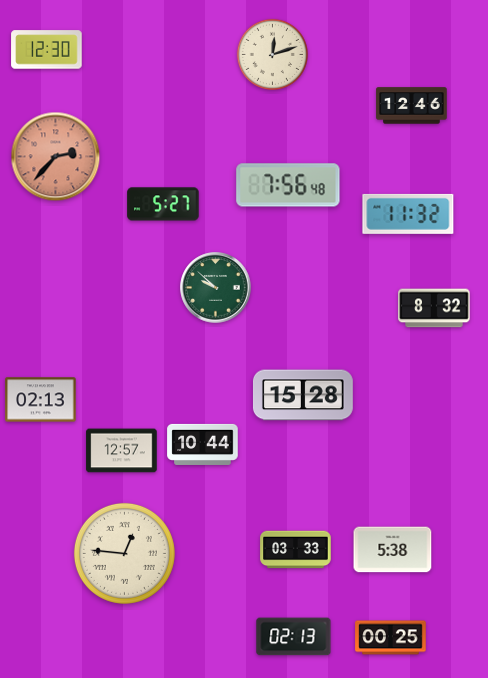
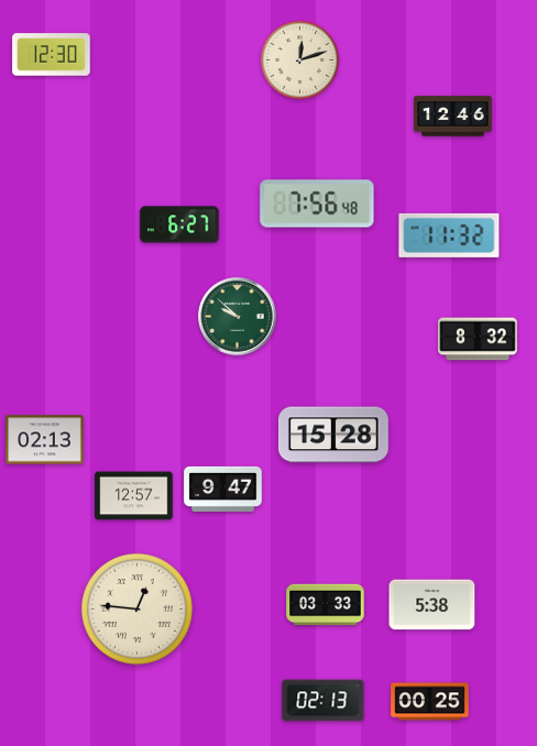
clock at (56, 157): 2:37 -> none
clock at (163, 204): 5:27 -> 6:27
clock at (203, 444): 10:44 -> 9:47
